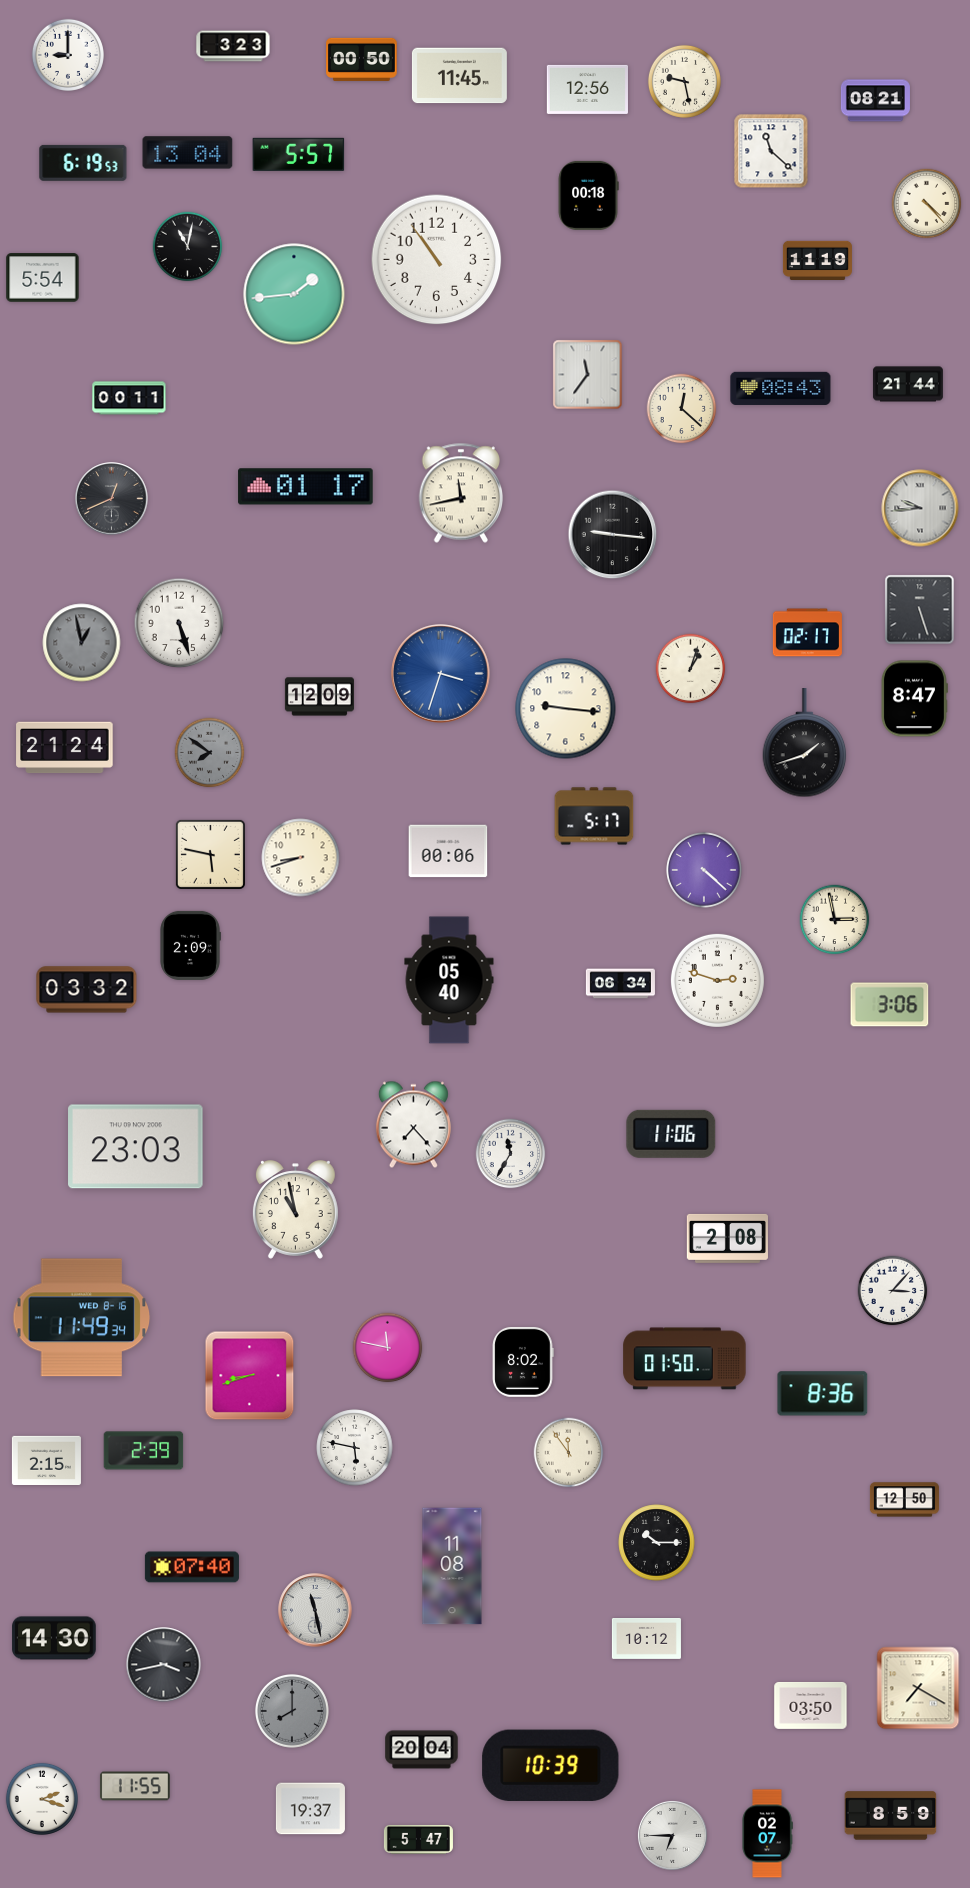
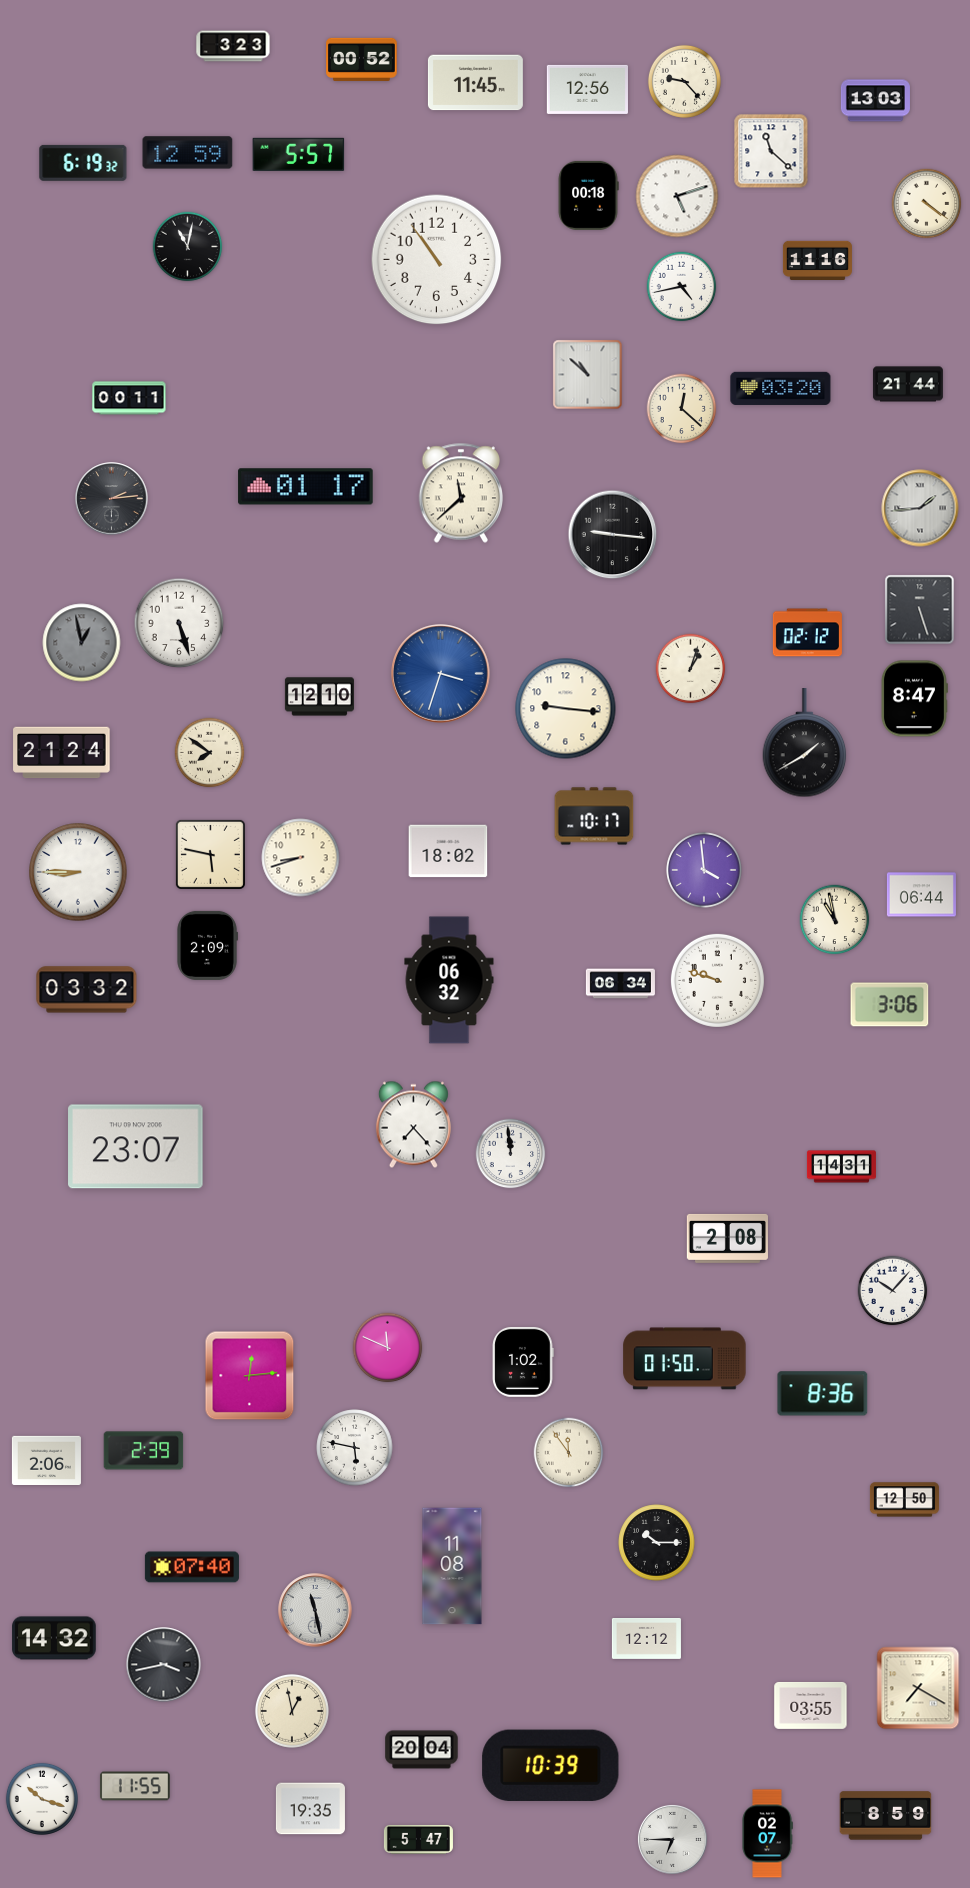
clock at (68, 55): 9:00 -> none
clock at (362, 59): 00:50 -> 00:52
clock at (459, 76) position: (459, 76) -> (475, 83)
clock at (684, 81): 9:28 -> 9:23
clock at (875, 101): 08:21 -> 13:03
clock at (188, 153): 13:04 -> 12:59
clock at (83, 163): 6:19:53 -> 6:19:32
clock at (677, 196): none -> 5:12
clock at (927, 204): 4:23 -> 4:21
clock at (817, 260): 11:19 -> 11:16
clock at (43, 278): 5:54 -> none
clock at (682, 287): none -> 4:43
clock at (294, 294): 1:44 -> none
clock at (588, 375): 11:36 -> 10:52
clock at (781, 388): 08:43 -> 03:20
clock at (460, 493): 11:43 -> 11:38
clock at (112, 499): 12:41 -> 2:14
clock at (920, 508): 9:44 -> 1:44
clock at (807, 633): 02:17 -> 02:12
clock at (319, 697): 12:09 -> 12:10
clock at (805, 743): 1:42 -> 1:40
clock at (65, 748) position: (65, 748) -> (62, 753)
clock at (210, 753) dial: grey -> cream
clock at (594, 816): 5:17 -> 10:17
clock at (448, 851): 00:06 -> 18:02
clock at (704, 870): 4:22 -> 3:59
clock at (78, 872): none -> 8:45
clock at (921, 895): none -> 06:44
clock at (835, 920): 2:58 -> 10:58
clock at (190, 945) position: (190, 945) -> (207, 945)
clock at (449, 980): 05:40 -> 06:32
clock at (717, 980): 2:48 -> 9:48
clock at (671, 1134): 11:06 -> none
clock at (136, 1147): 23:03 -> 23:07
clock at (511, 1154): 11:35 -> 11:59
clock at (841, 1167): none -> 14:31
clock at (295, 1210): 10:58 -> none
clock at (893, 1291): 3:07 -> 10:07
clock at (82, 1318): 11:49 -> none
clock at (388, 1348): 11:47 -> 11:49
clock at (523, 1362): 8:02 -> 1:02
clock at (250, 1376): 8:42 -> 12:14
clock at (46, 1460): 2:15 -> 2:06
clock at (54, 1638): 14:30 -> 14:32
clock at (646, 1639): 10:12 -> 12:12
clock at (811, 1705): 03:50 -> 03:55
clock at (292, 1711): 8:00 -> 12:58
clock at (292, 1711) dial: grey -> cream
clock at (42, 1799): 2:18 -> 10:18
clock at (310, 1809): 19:37 -> 19:35
clock at (891, 1816) position: (891, 1816) -> (886, 1816)
clock at (673, 1836) position: (673, 1836) -> (673, 1840)
